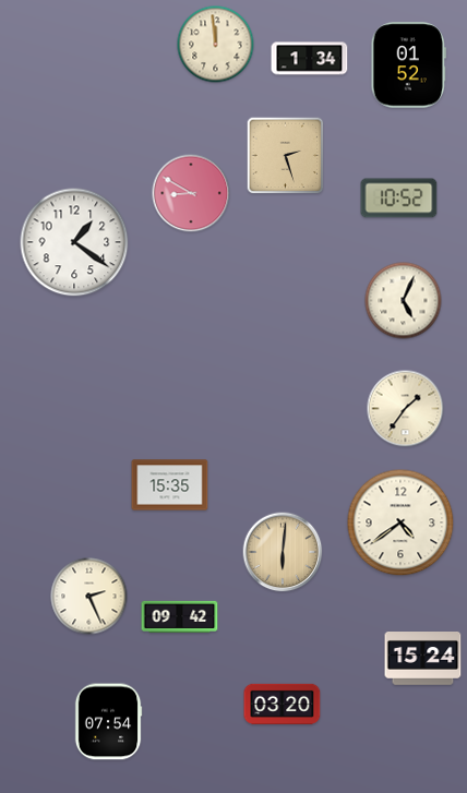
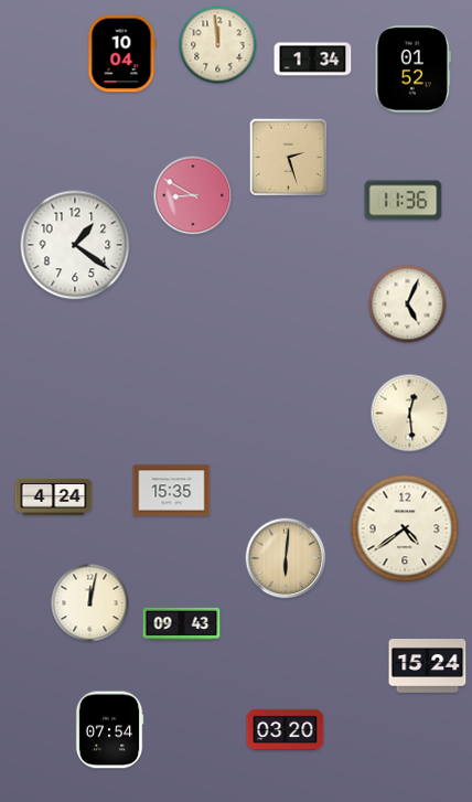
clock at (122, 54): none -> 10:04
clock at (408, 65) position: (408, 65) -> (412, 69)
clock at (399, 199): 10:52 -> 11:36
clock at (406, 409): 1:36 -> 12:29
clock at (54, 496): none -> 4:24
clock at (89, 597): 2:26 -> 12:02
clock at (180, 616): 09:42 -> 09:43
clock at (283, 704) position: (283, 704) -> (286, 729)
